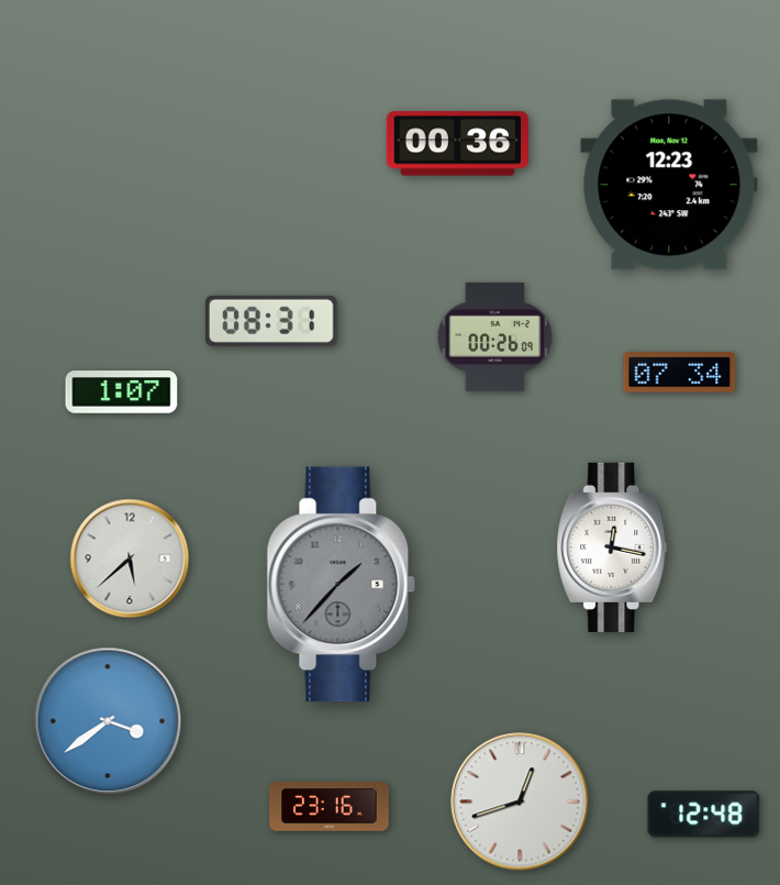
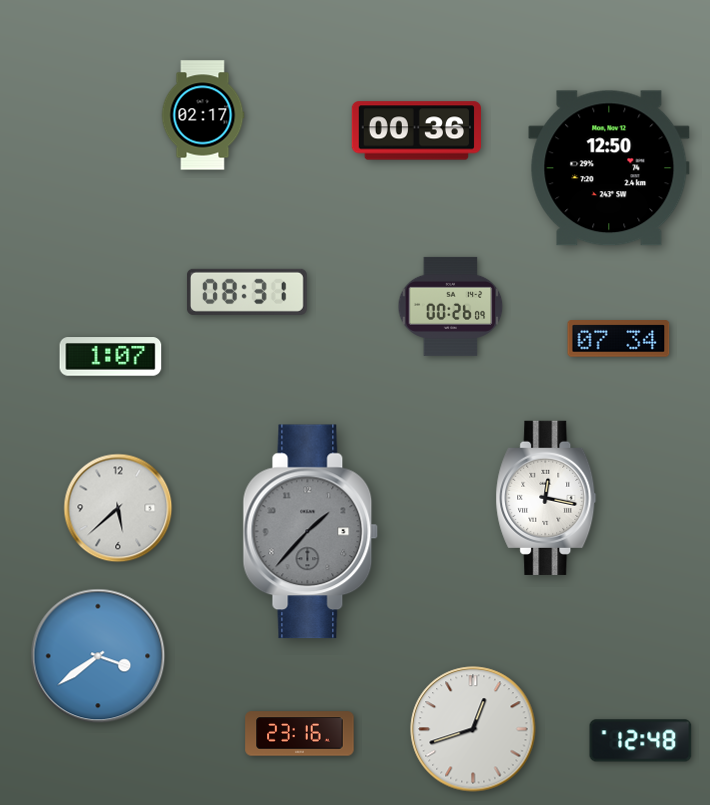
clock at (203, 115): none -> 02:17
clock at (669, 185): 12:23 -> 12:50
clock at (612, 547) position: (612, 547) -> (546, 498)
